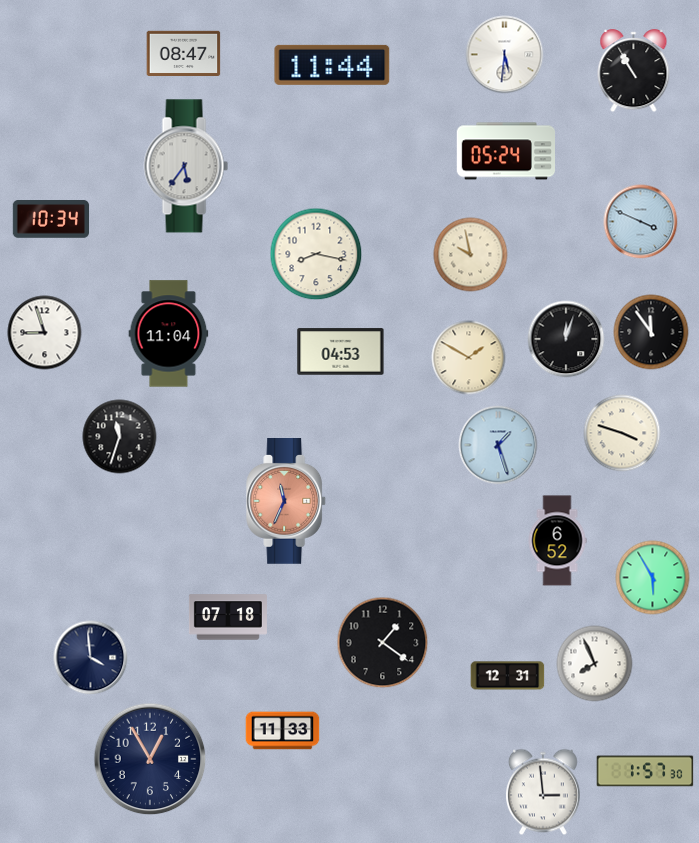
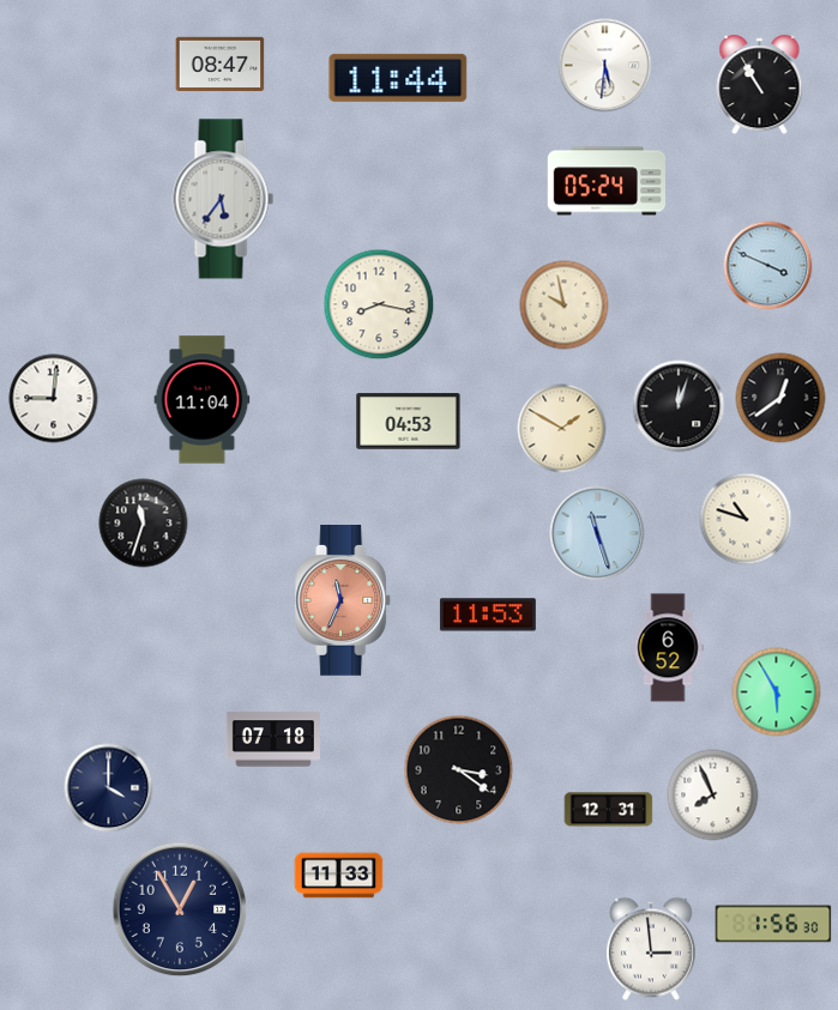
clock at (50, 220): 10:34 -> none
clock at (651, 332): 11:54 -> 12:39
clock at (45, 333): 8:57 -> 9:01
clock at (622, 433): 3:48 -> 10:48
clock at (498, 445): 1:27 -> 11:27
clock at (488, 615): none -> 11:53
clock at (653, 578) position: (653, 578) -> (777, 693)
clock at (383, 643): 1:21 -> 3:21
clock at (91, 658): 3:59 -> 4:00
clock at (645, 771): 1:57 -> 1:56
